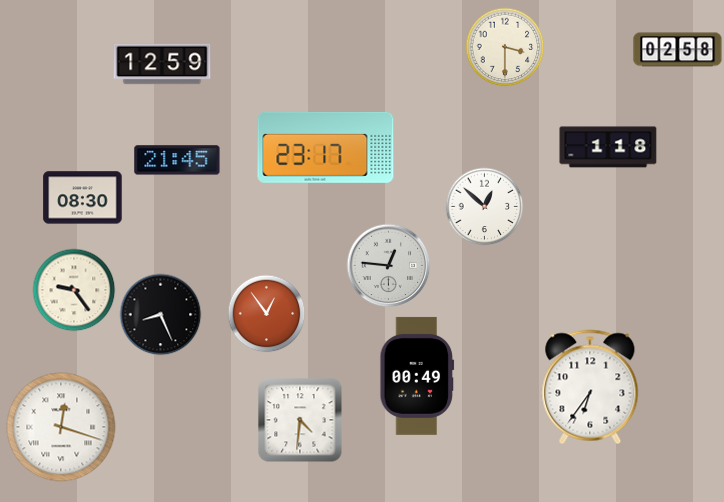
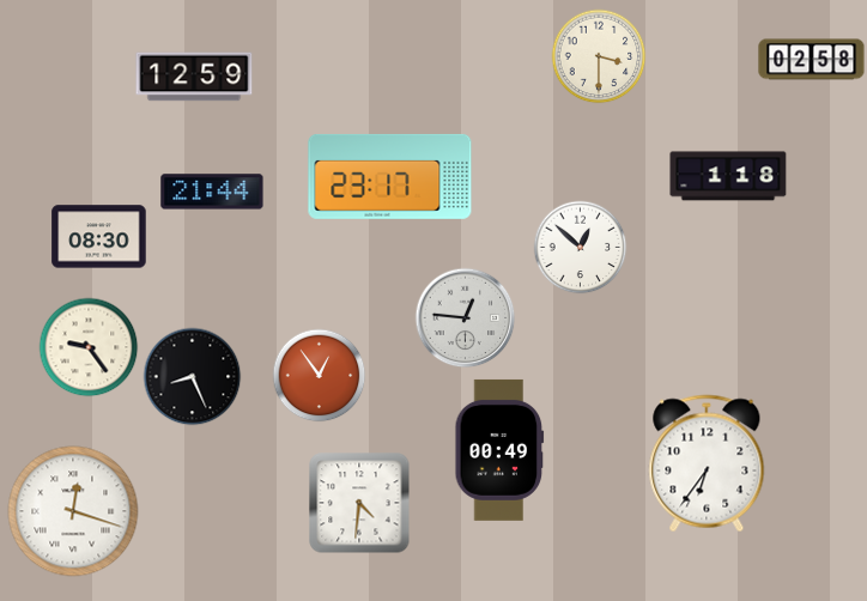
clock at (505, 47) position: (505, 47) -> (599, 56)
clock at (177, 160): 21:45 -> 21:44
